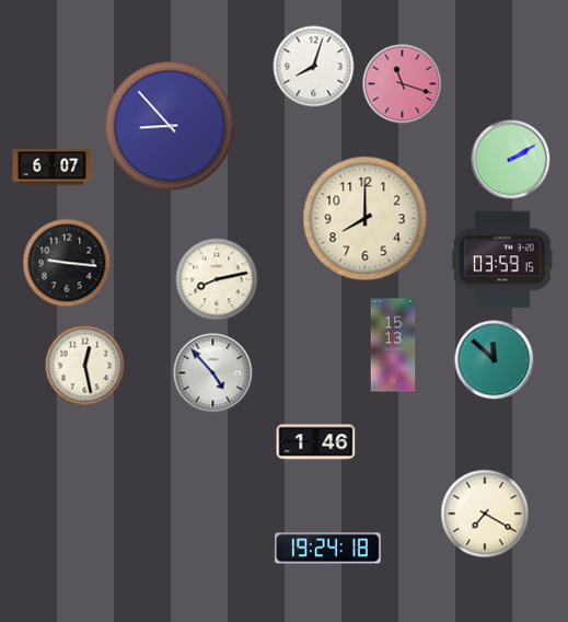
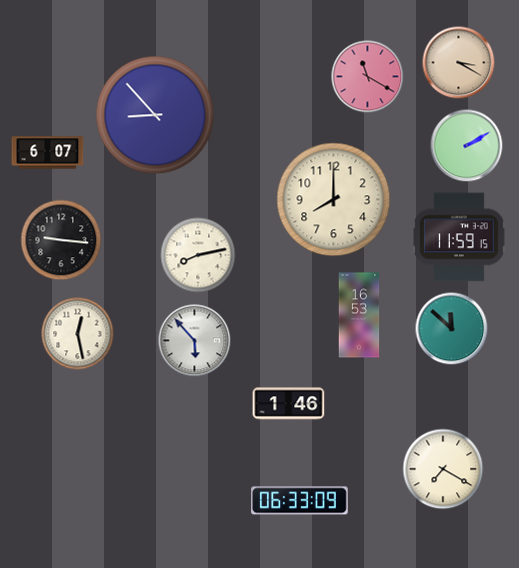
clock at (314, 67): 8:03 -> none
clock at (459, 63): none -> 3:20
clock at (403, 84): 11:18 -> 11:20
clock at (503, 260): 03:59 -> 11:59
clock at (393, 345): 15:13 -> 16:53
clock at (213, 373): 4:53 -> 5:53
clock at (328, 549): 19:24 -> 06:33
